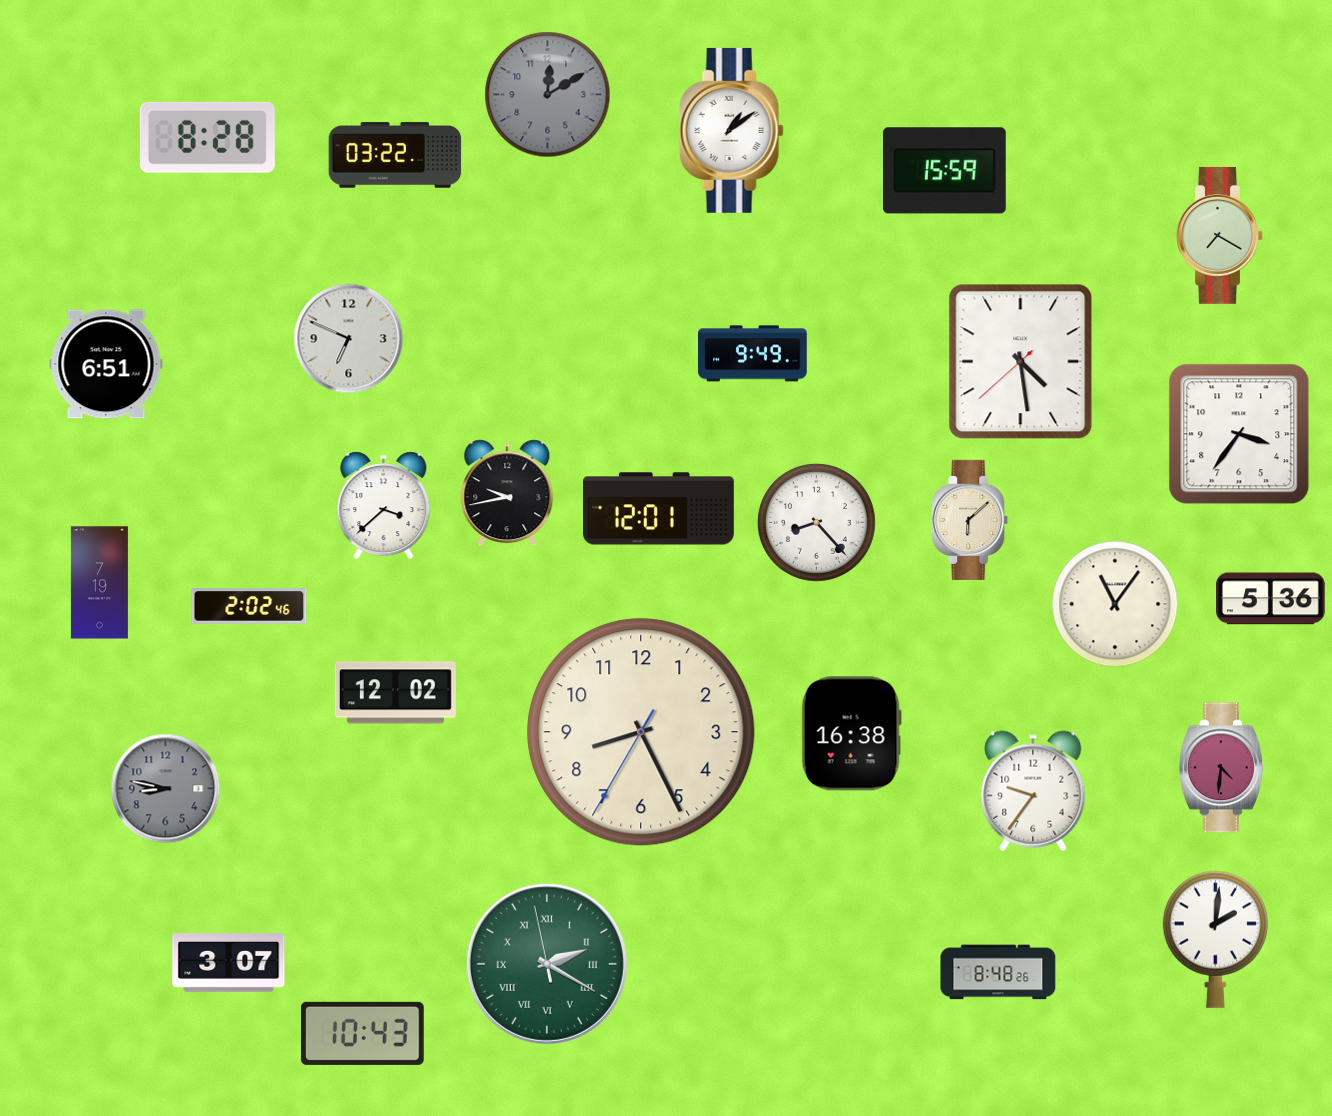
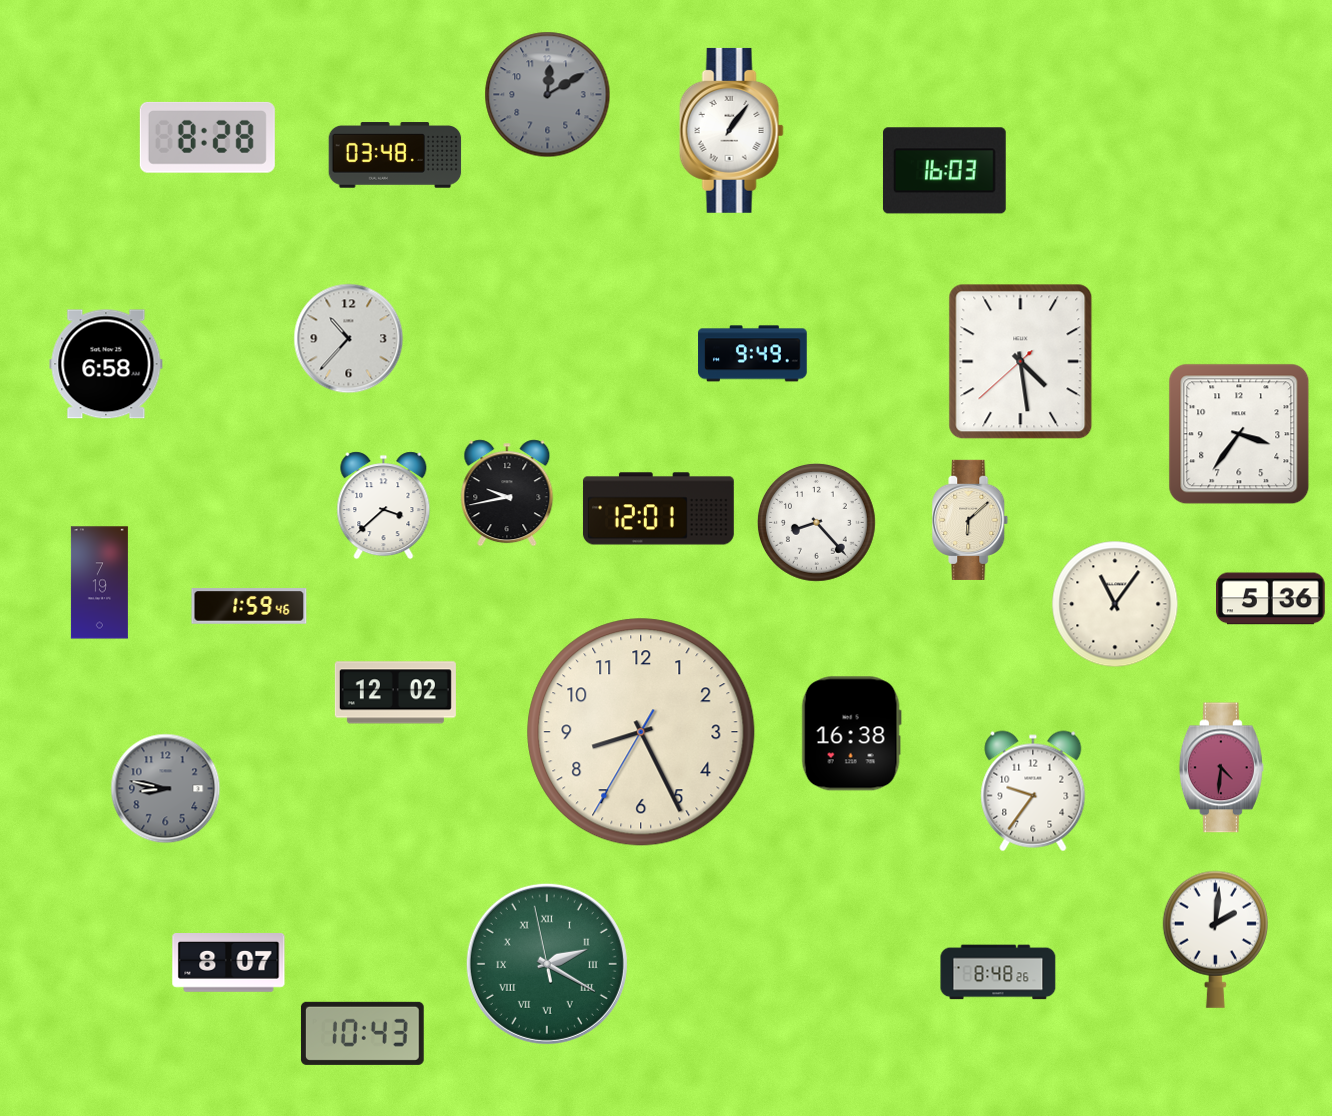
clock at (731, 130): 1:09 -> 1:06
clock at (395, 155): 03:22 -> 03:48
clock at (944, 171): 15:59 -> 16:03
clock at (1220, 235): 7:20 -> none
clock at (349, 339): 6:49 -> 10:37
clock at (106, 364): 6:51 -> 6:58
clock at (249, 606): 2:02 -> 1:59
clock at (229, 963): 3:07 -> 8:07
